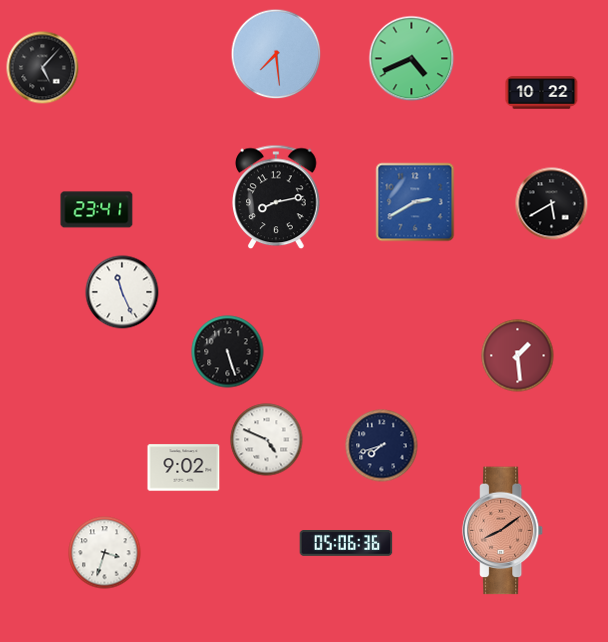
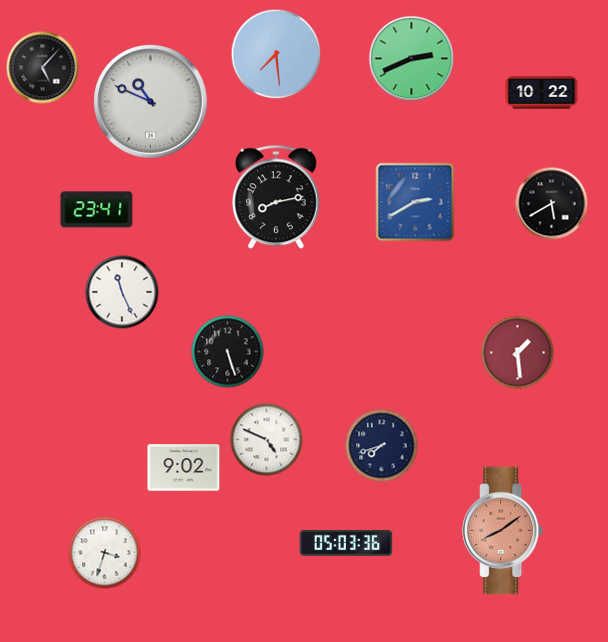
clock at (412, 59): 4:41 -> 2:41
clock at (151, 102): none -> 10:49
clock at (518, 356) position: (518, 356) -> (518, 353)
clock at (346, 544): 05:06 -> 05:03
